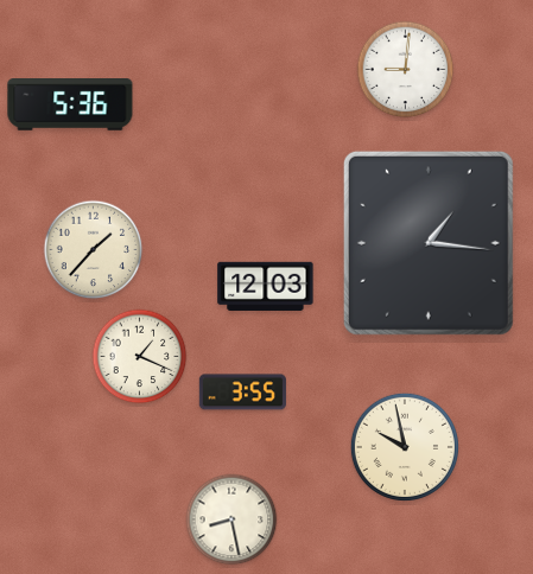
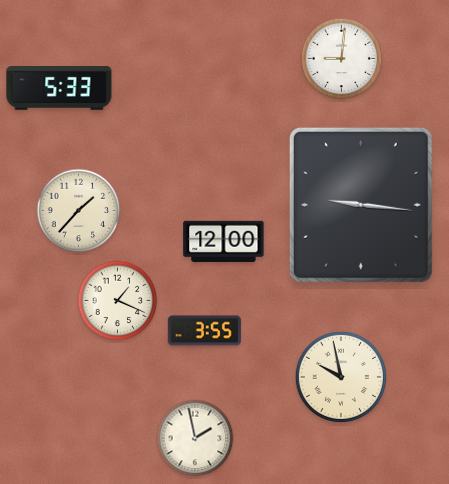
clock at (70, 106): 5:36 -> 5:33
clock at (429, 243): 1:16 -> 9:16
clock at (266, 286): 12:03 -> 12:00
clock at (231, 519): 8:28 -> 1:58
